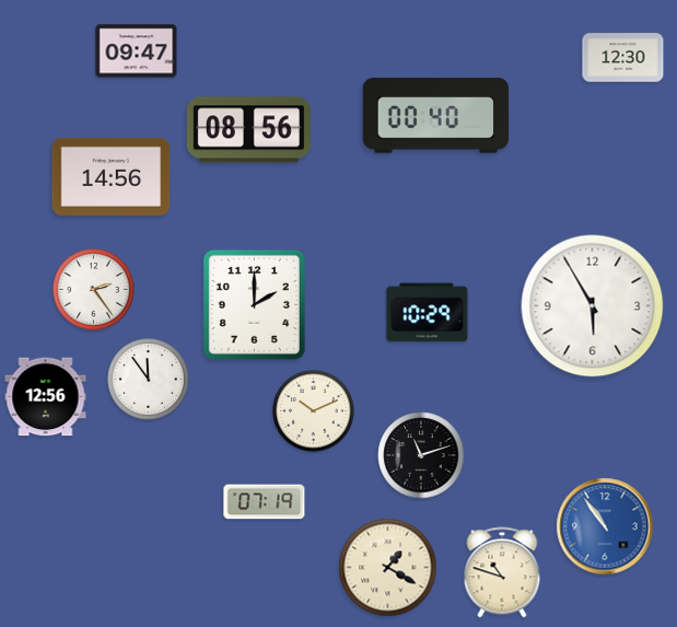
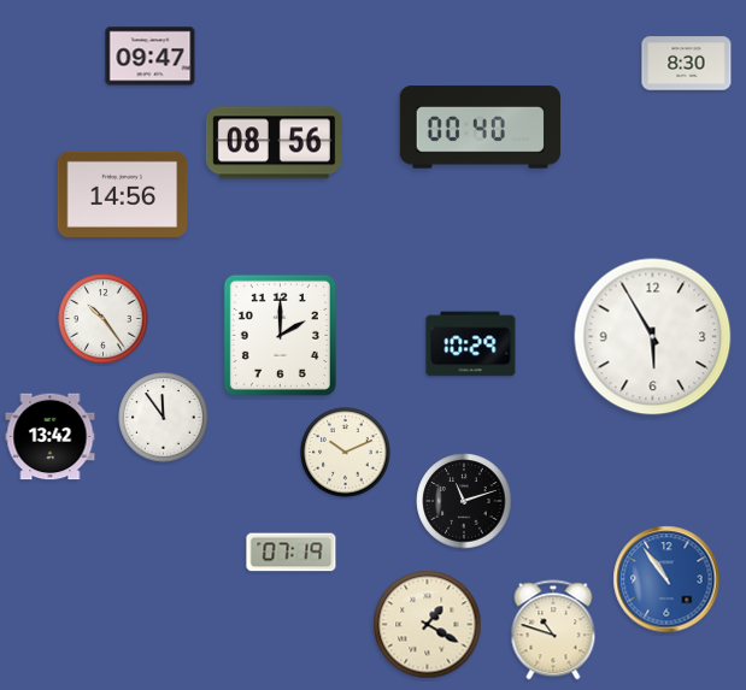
clock at (623, 58): 12:30 -> 8:30
clock at (94, 290): 2:24 -> 10:24
clock at (46, 397): 12:56 -> 13:42
